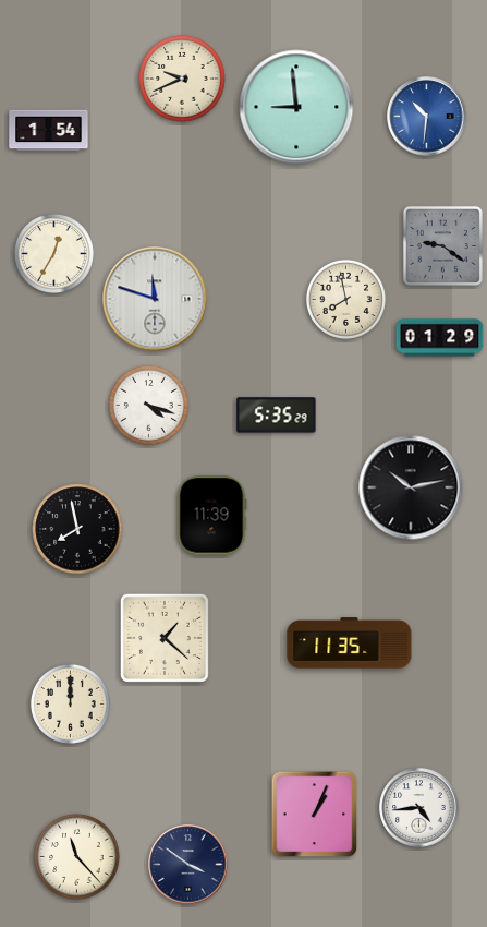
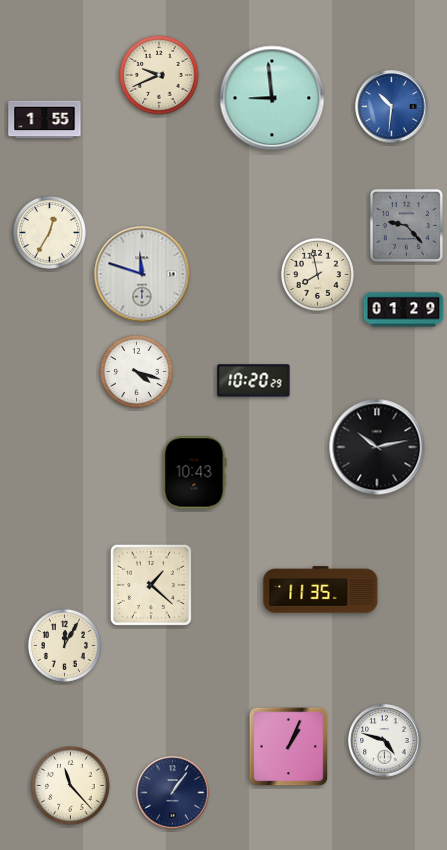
clock at (182, 79) position: (182, 79) -> (159, 75)
clock at (49, 131): 1:54 -> 1:55
clock at (442, 245): 9:21 -> 9:23
clock at (277, 416): 5:35 -> 10:20
clock at (212, 516): 11:39 -> 10:43
clock at (77, 529): 7:58 -> none
clock at (70, 703): 12:00 -> 12:05
clock at (419, 808): 4:44 -> 4:48
clock at (188, 865): 3:51 -> 1:06
